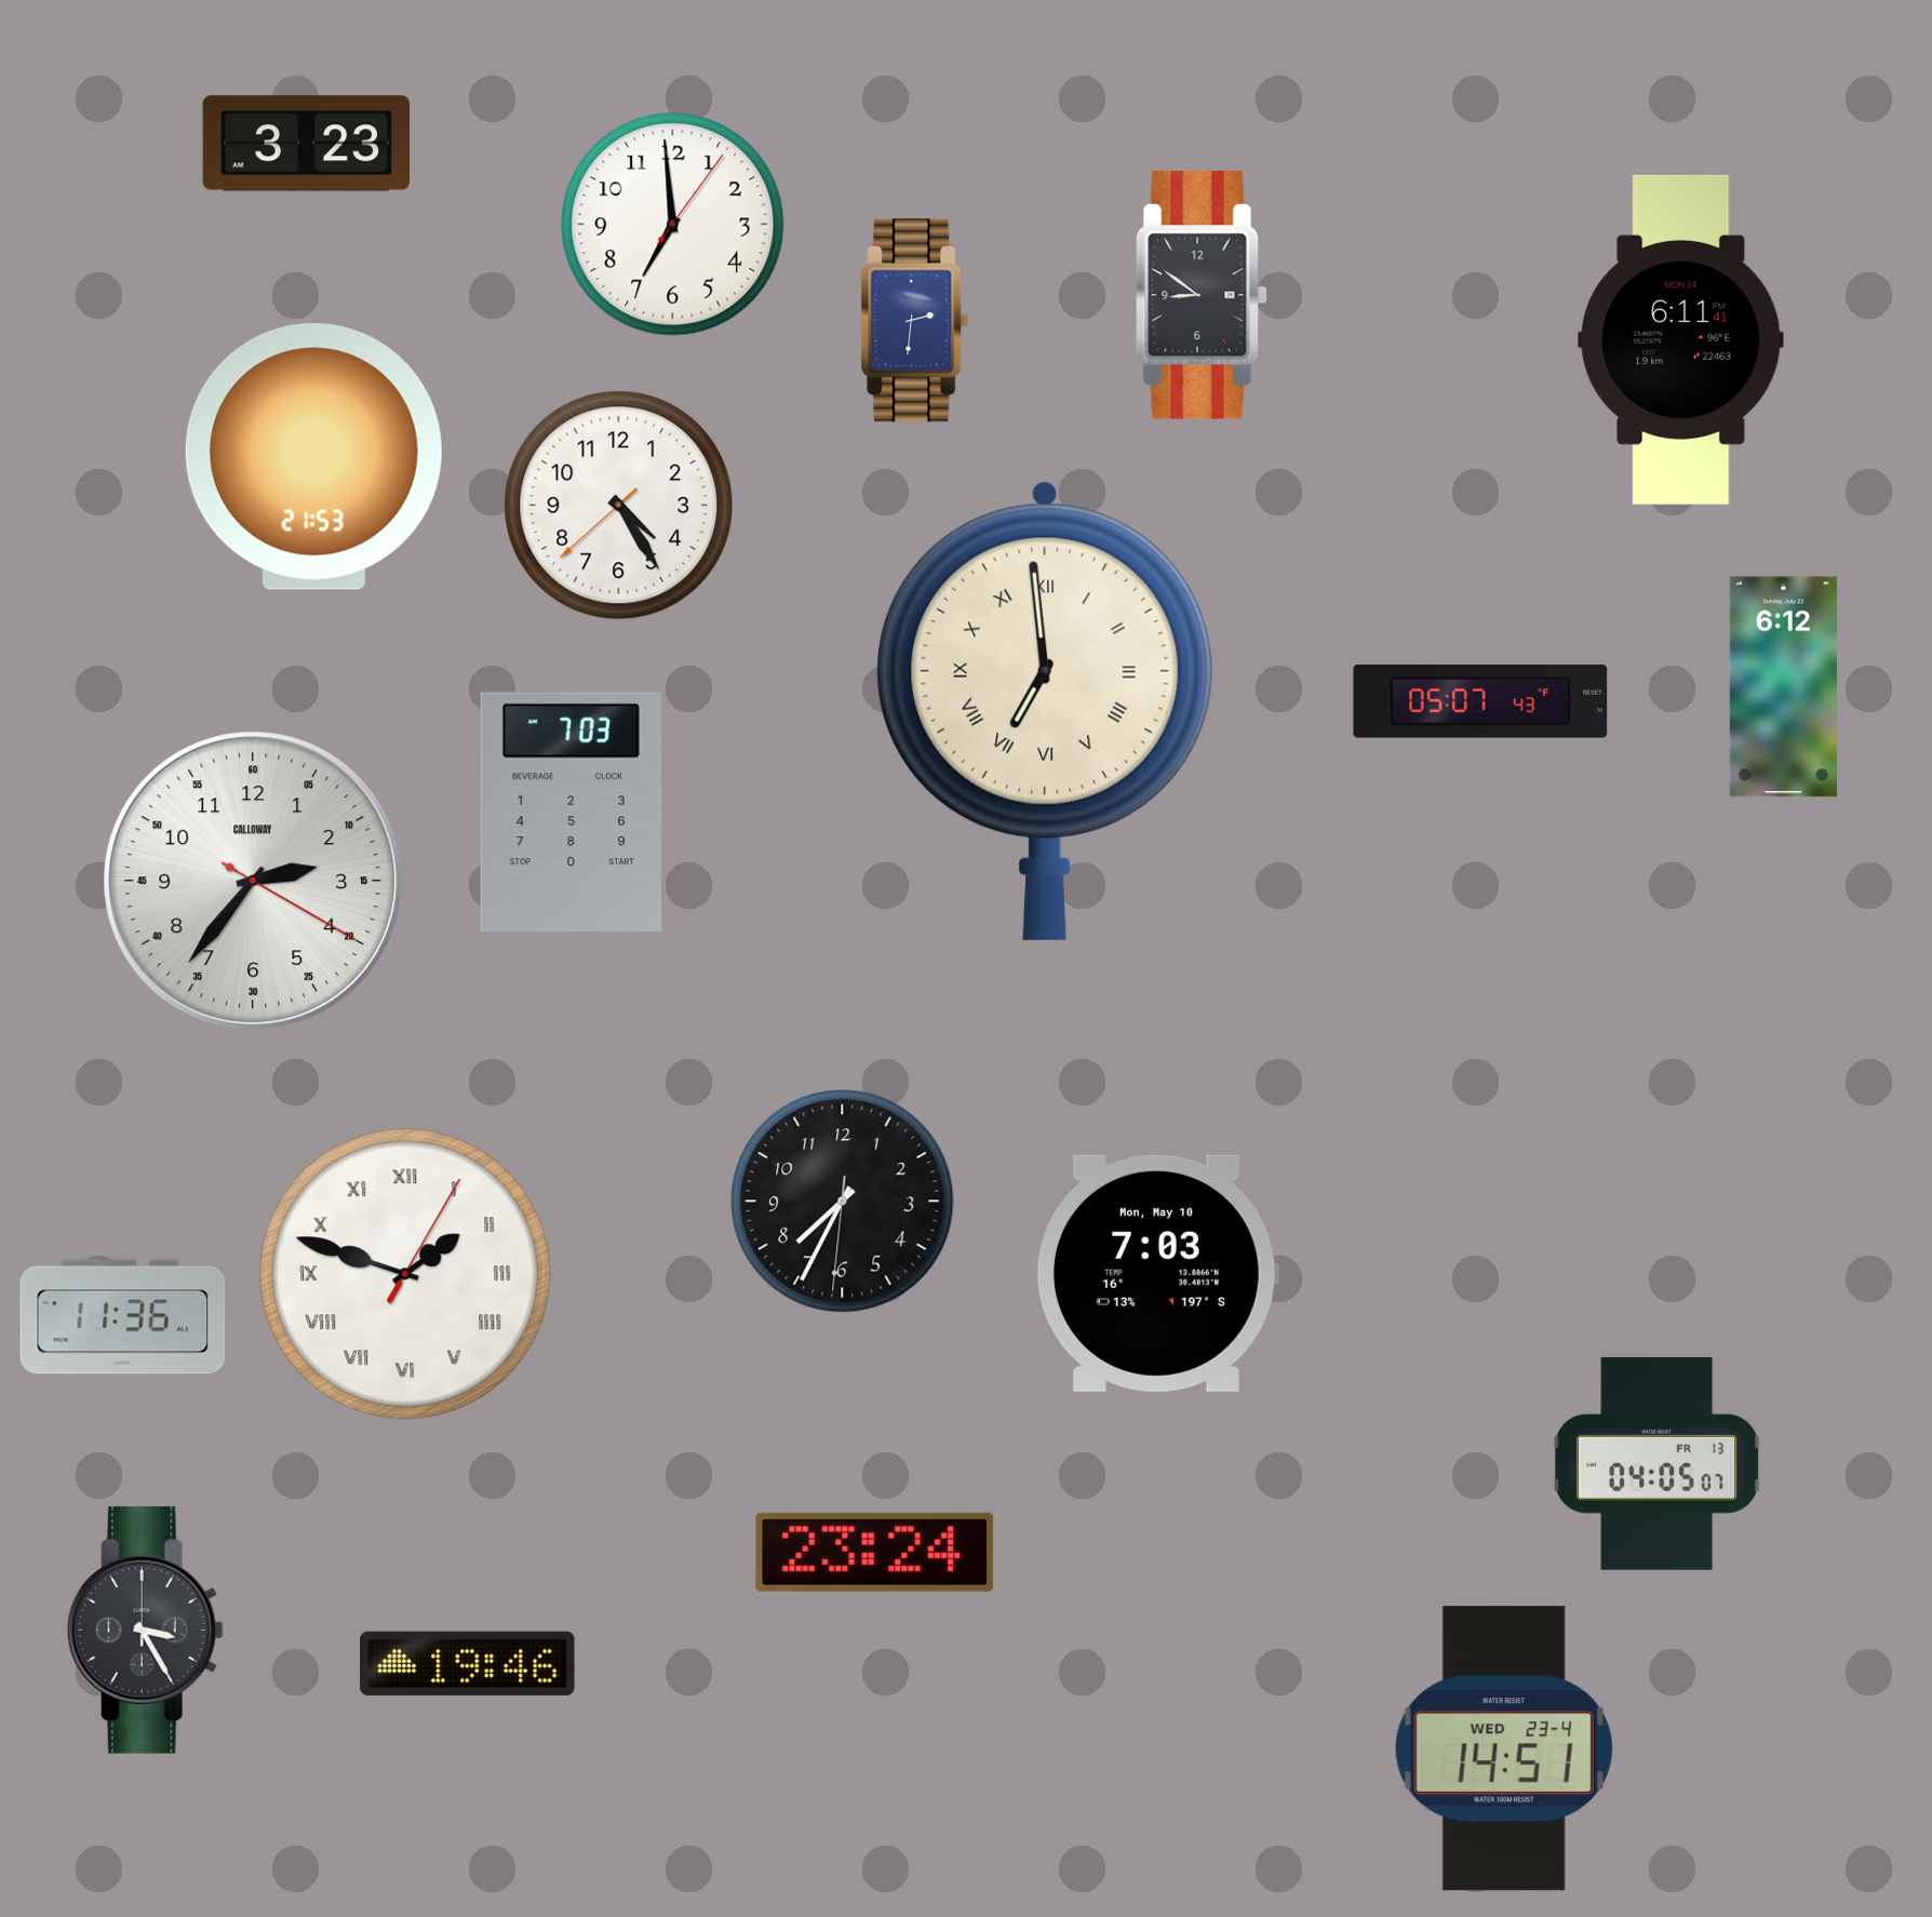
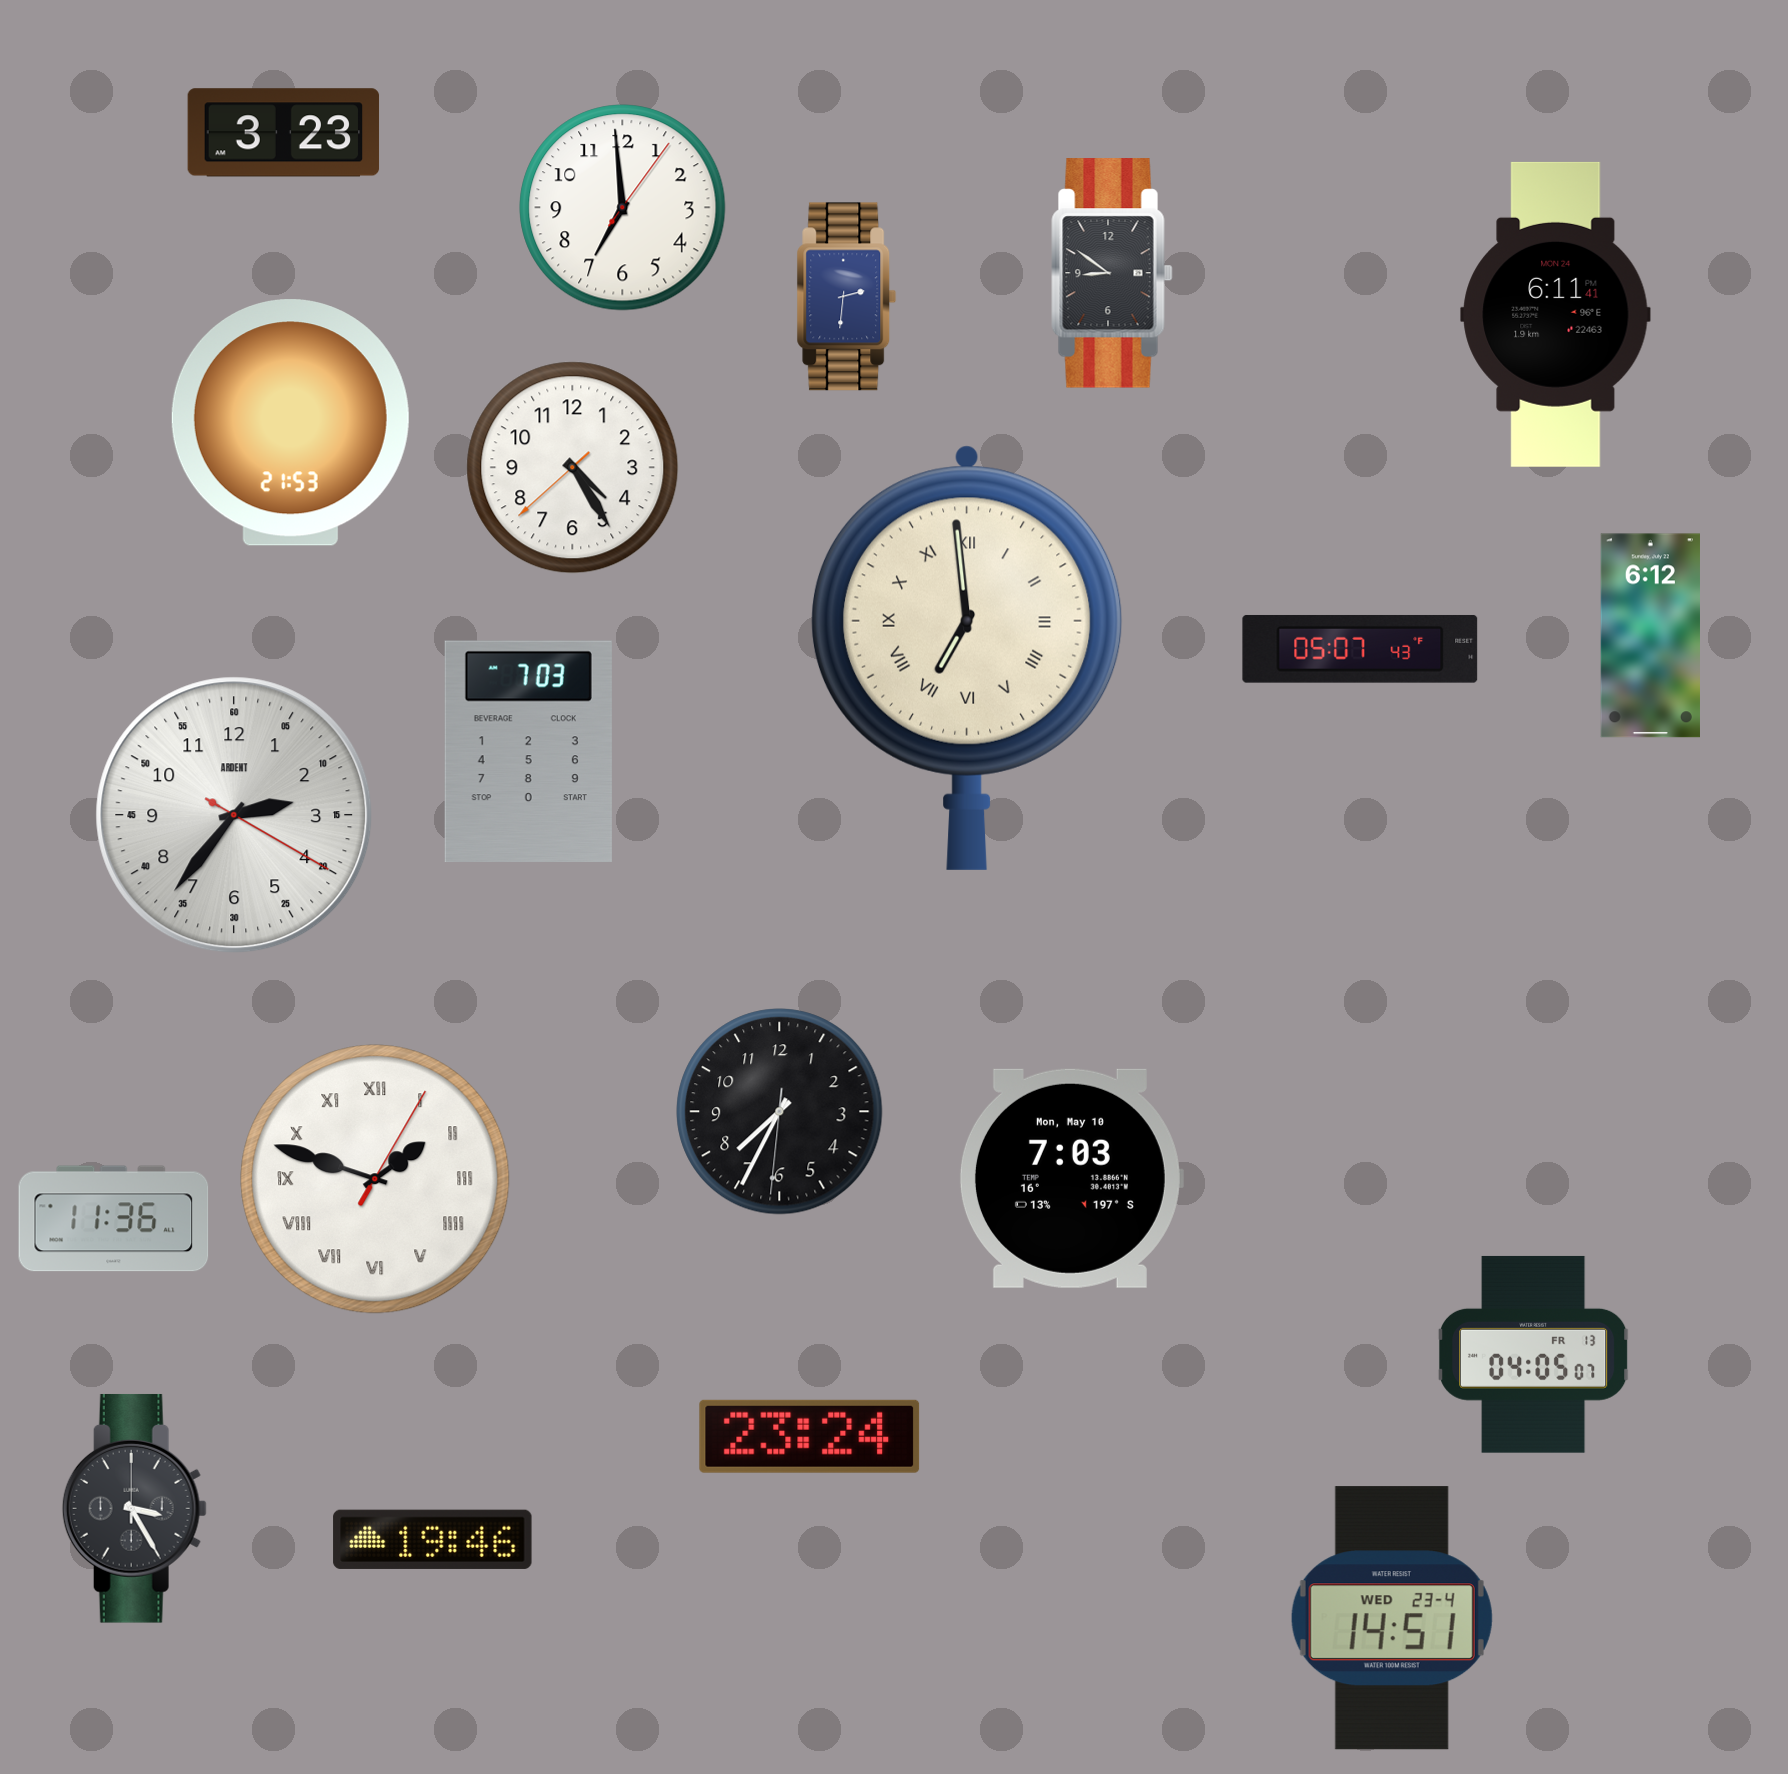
clock at (1480, 701) position: (1480, 701) -> (1360, 649)
clock at (253, 881) brand: CALLOWAY -> ARDENT
